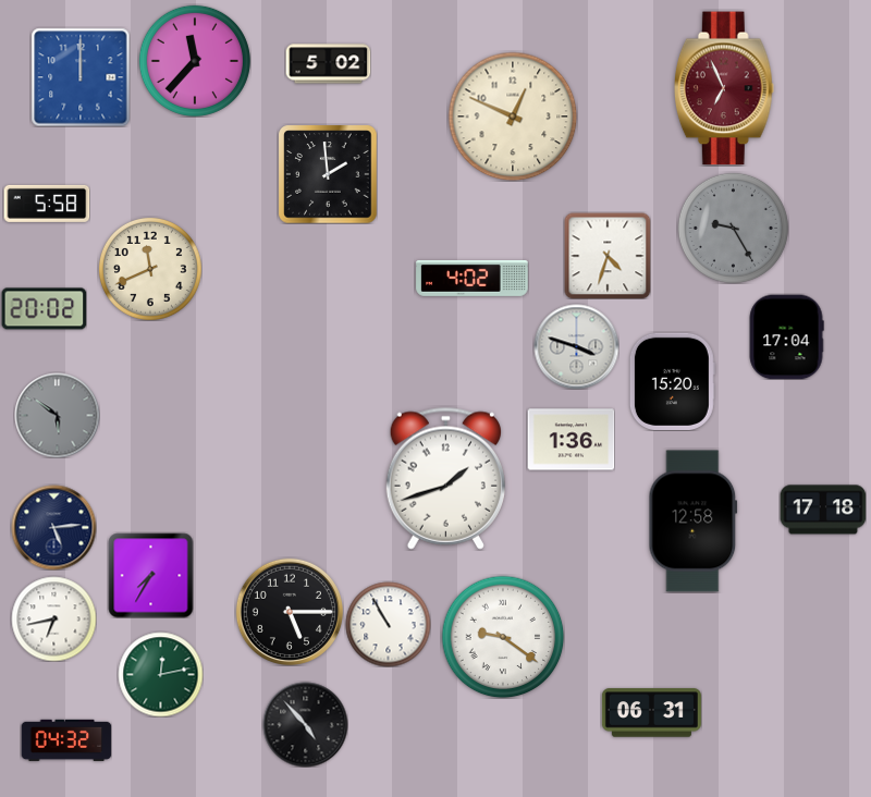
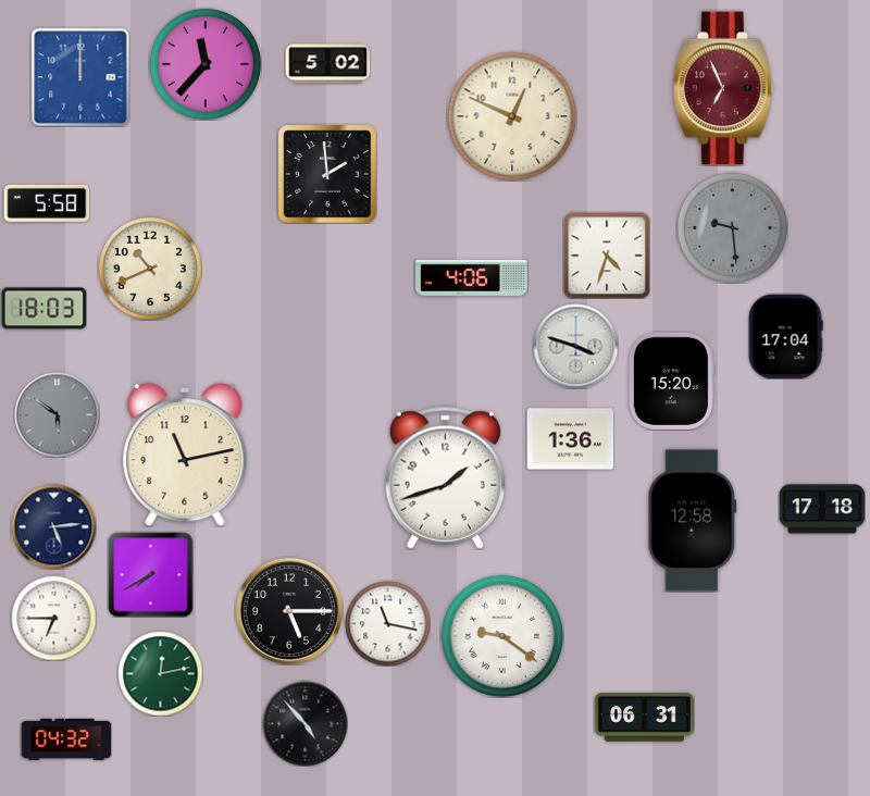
clock at (195, 61) position: (195, 61) -> (206, 64)
clock at (733, 228): 9:25 -> 9:29
clock at (150, 269): 11:41 -> 10:41
clock at (473, 278): 4:02 -> 4:06
clock at (44, 309): 20:02 -> 18:03
clock at (185, 455): none -> 11:13
clock at (150, 575): 7:35 -> 7:40
clock at (53, 618): 6:43 -> 6:45
clock at (388, 624): 10:55 -> 11:17
clock at (651, 713) position: (651, 713) -> (644, 718)
